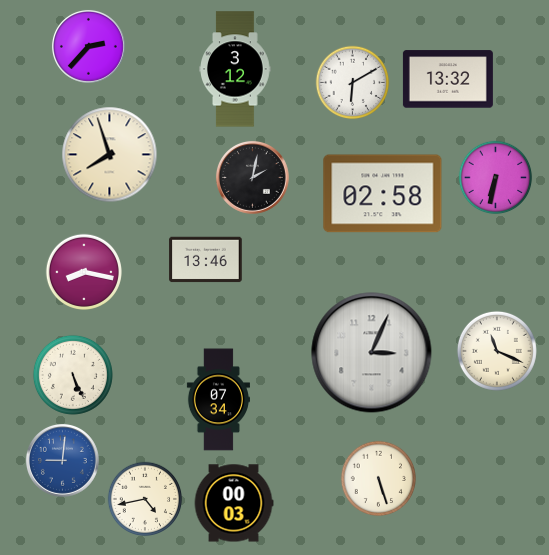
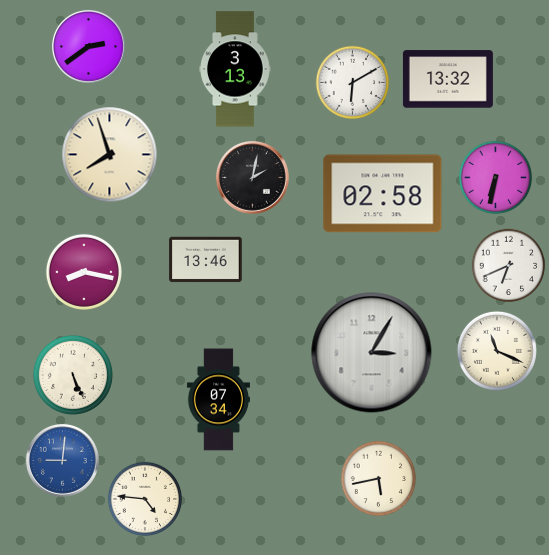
clock at (88, 46): 2:37 -> 2:39
clock at (235, 69): 3:12 -> 3:13
clock at (509, 266): none -> 6:41
clock at (372, 353): 3:04 -> 3:05
clock at (378, 478): 5:27 -> 5:43
clock at (145, 499): 4:43 -> 4:46
clock at (234, 503): 00:03 -> none
